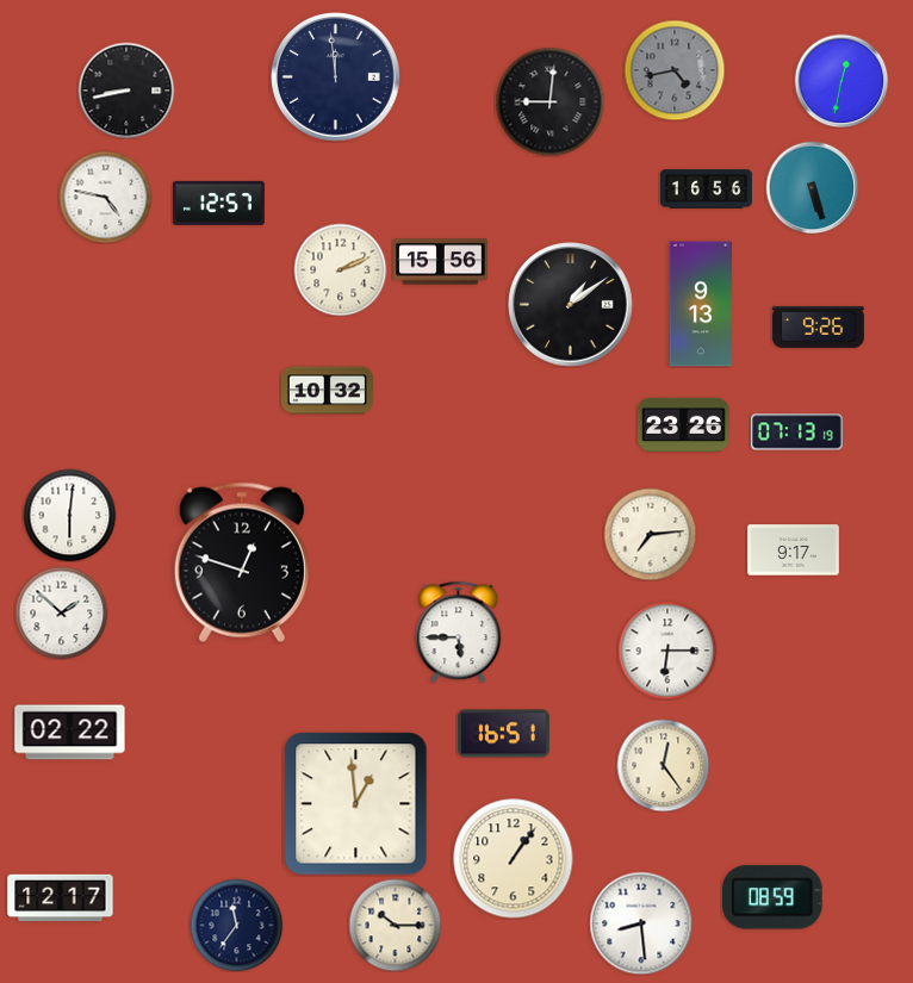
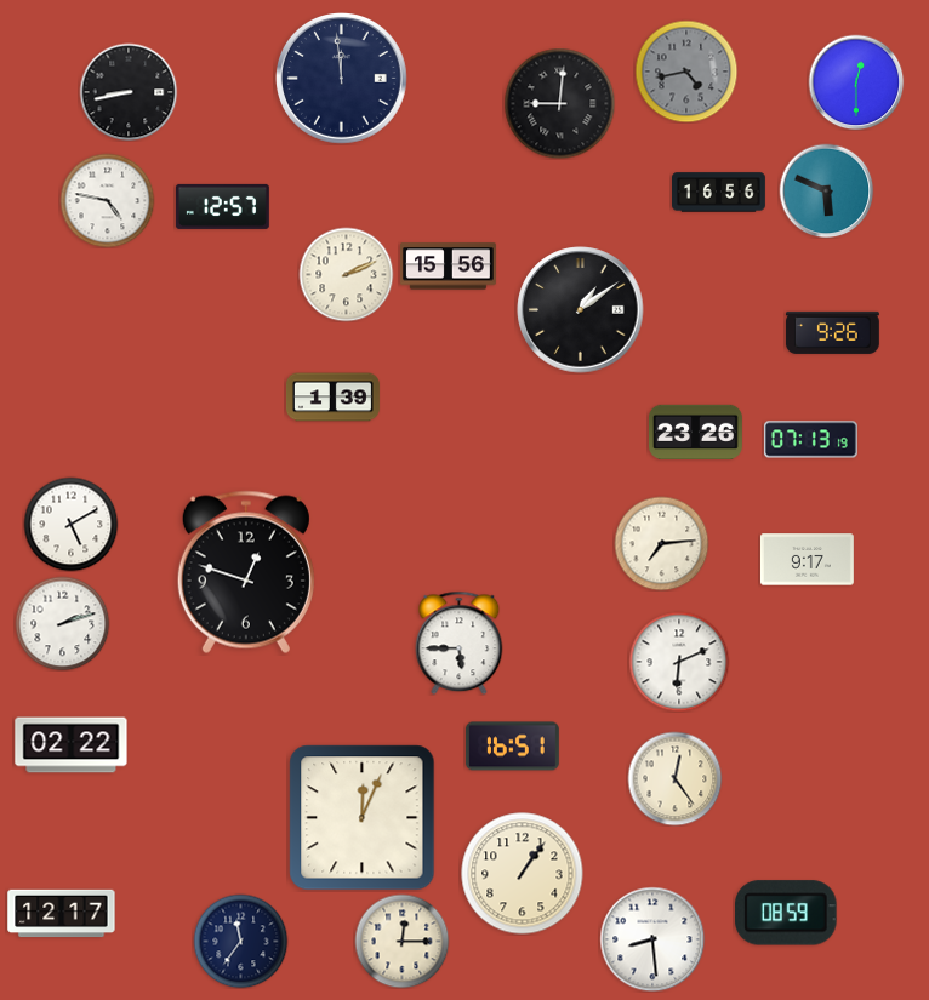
clock at (841, 81): 12:32 -> 12:30
clock at (812, 187): 5:27 -> 5:49
clock at (701, 304): 9:13 -> none
clock at (327, 391): 10:32 -> 1:39
clock at (69, 515): 6:01 -> 5:10
clock at (61, 612): 1:52 -> 2:12
clock at (459, 632) position: (459, 632) -> (460, 642)
clock at (667, 651): 6:15 -> 6:11
clock at (356, 804): 12:59 -> 12:04
clock at (395, 925): 10:15 -> 12:15
